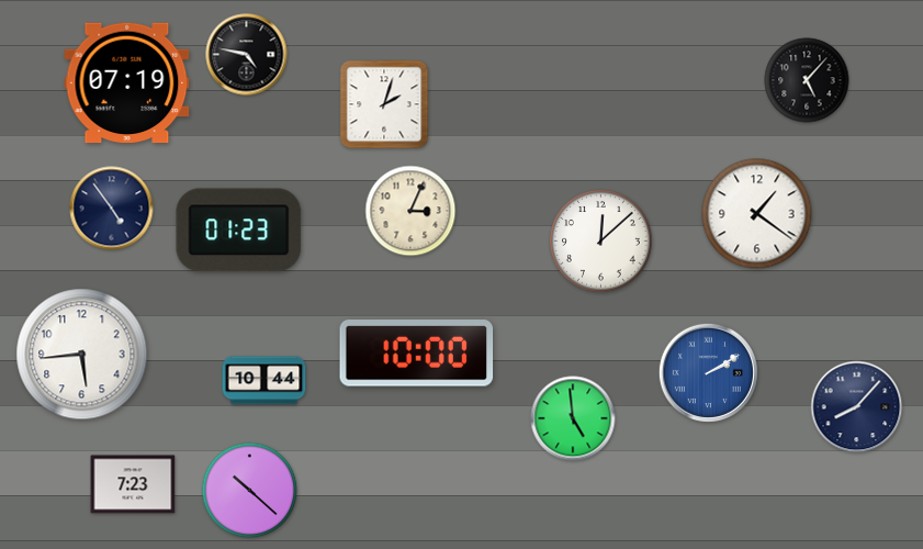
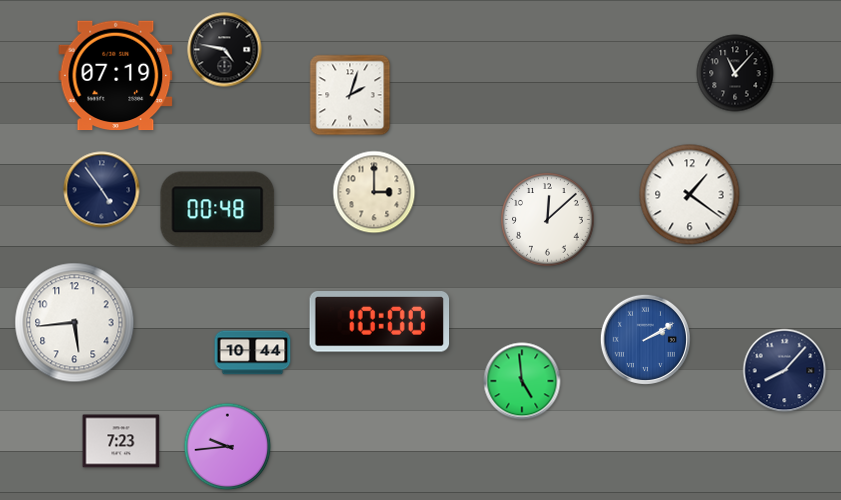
clock at (807, 80): 5:07 -> 11:07
clock at (410, 211): 3:04 -> 3:00
clock at (239, 231): 01:23 -> 00:48
clock at (264, 381) position: (264, 381) -> (253, 353)
clock at (857, 407) position: (857, 407) -> (785, 371)
clock at (250, 491): 10:22 -> 9:44
